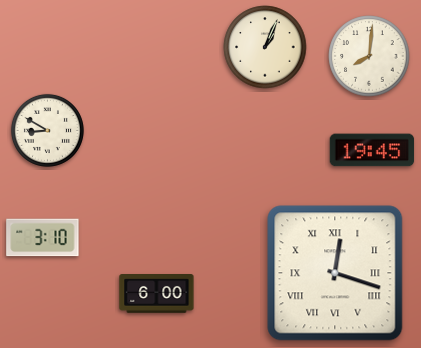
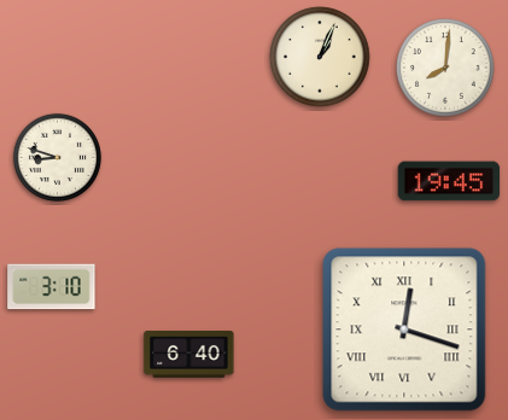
clock at (47, 130): 8:50 -> 8:48
clock at (157, 294): 6:00 -> 6:40
